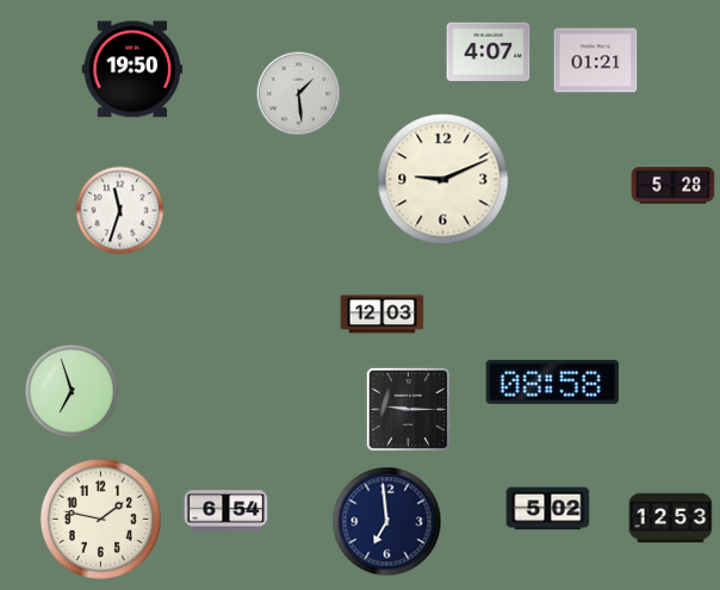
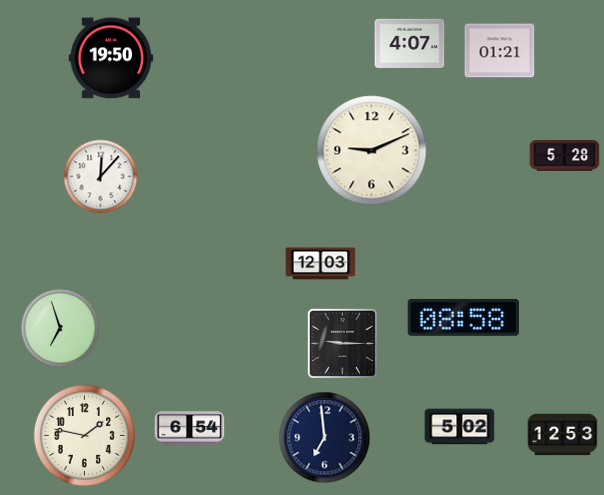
clock at (299, 94): 1:29 -> none
clock at (120, 211): 11:33 -> 12:07
clock at (552, 381) position: (552, 381) -> (463, 317)
